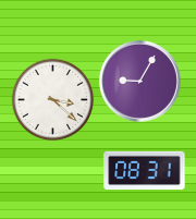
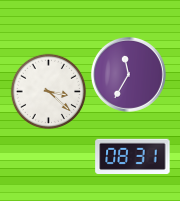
clock at (139, 81): 9:05 -> 11:35
